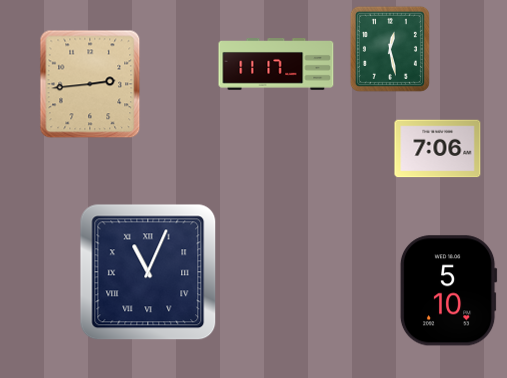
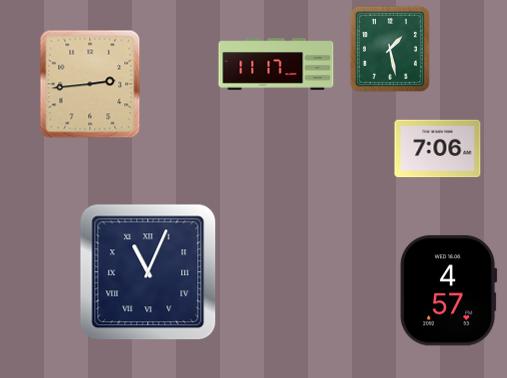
clock at (390, 49): 12:28 -> 1:28
clock at (448, 291): 5:10 -> 4:57
